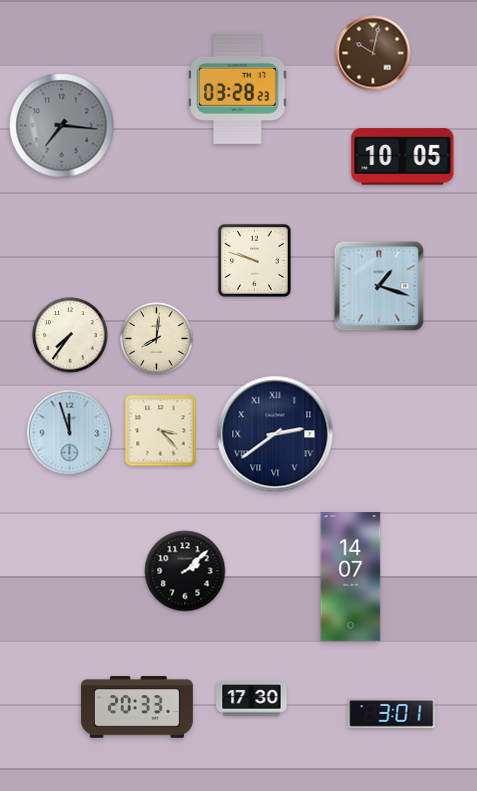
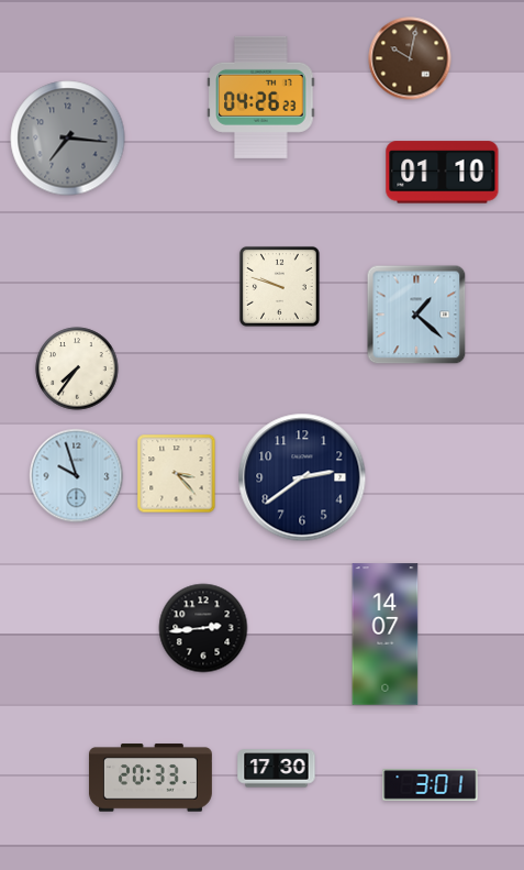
clock at (238, 88): 03:28 -> 04:26
clock at (403, 157): 10:05 -> 01:10
clock at (379, 286): 1:18 -> 1:22
clock at (157, 339): 8:01 -> none
clock at (70, 433): 11:57 -> 9:57
clock at (275, 434) numerals: Roman -> Arabic
clock at (185, 571): 2:08 -> 2:44
